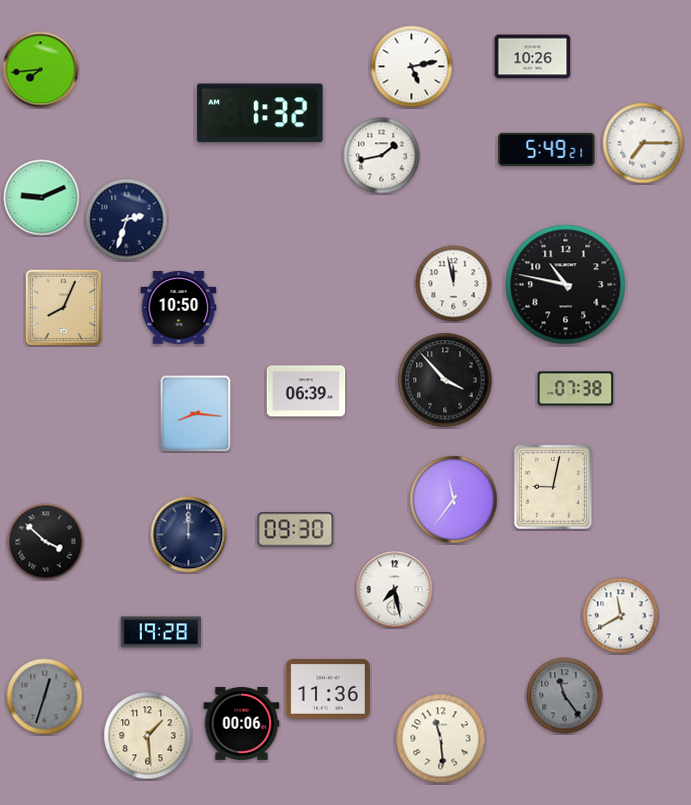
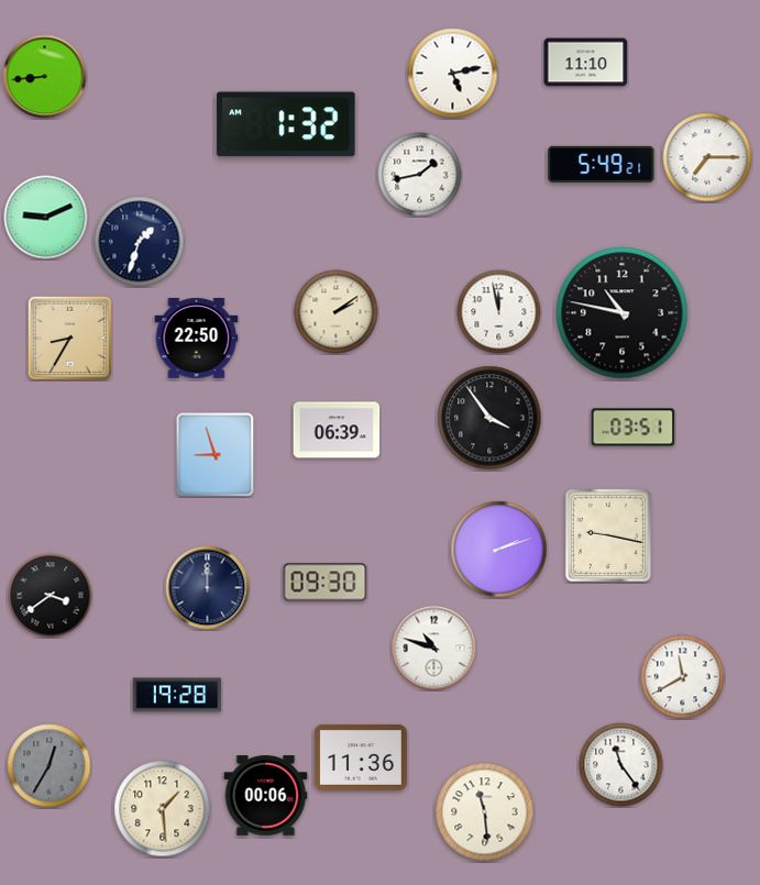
clock at (533, 57): 10:26 -> 11:10
clock at (41, 70): 7:44 -> 8:44
clock at (382, 156) position: (382, 156) -> (420, 175)
clock at (127, 220): 2:33 -> 1:33
clock at (337, 312): none -> 2:09
clock at (63, 307): 8:04 -> 8:35
clock at (179, 308): 10:50 -> 22:50
clock at (445, 380): 3:53 -> 3:54
clock at (576, 389): 07:38 -> 03:51
clock at (196, 414): 8:16 -> 8:57
clock at (553, 487): 9:02 -> 9:17
clock at (454, 500): 11:36 -> 2:12
clock at (46, 542): 3:52 -> 3:39
clock at (395, 590): 7:28 -> 10:48
clock at (565, 696) dial: grey -> white
clock at (45, 697): 12:33 -> 12:35
